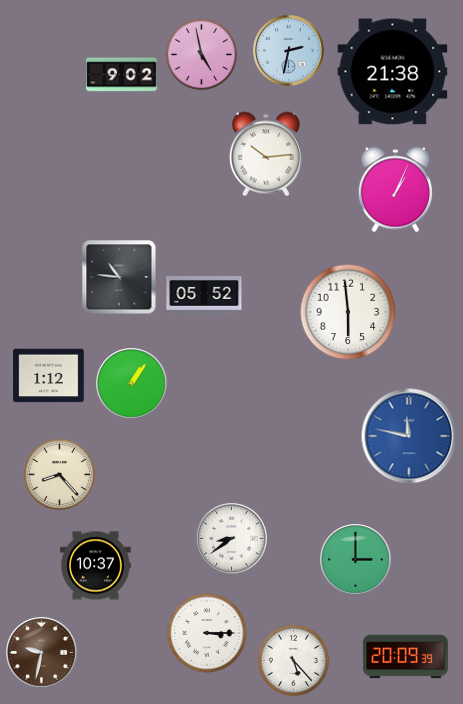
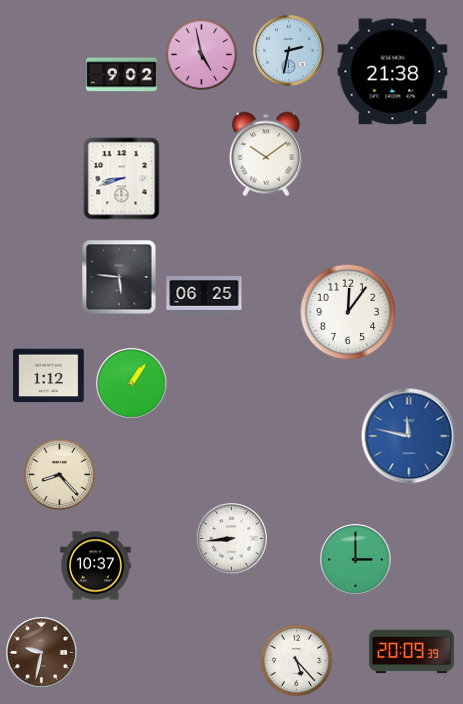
clock at (266, 154): 10:14 -> 10:09
clock at (122, 179): none -> 8:42
clock at (395, 190): 1:04 -> none
clock at (119, 277): 10:46 -> 5:46
clock at (204, 296): 05:52 -> 06:25
clock at (348, 312): 5:59 -> 12:06
clock at (232, 539): 8:39 -> 8:44
clock at (207, 633): 3:15 -> none
clock at (405, 657) position: (405, 657) -> (411, 652)
clock at (293, 660) position: (293, 660) -> (296, 660)
